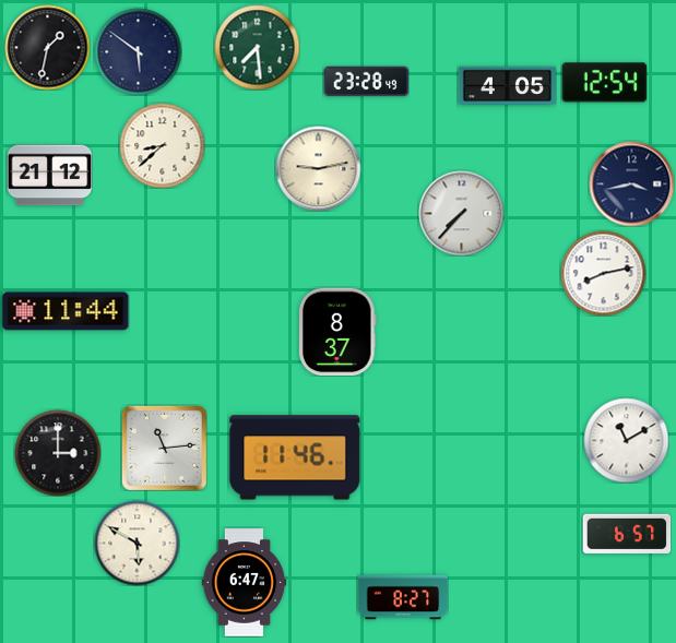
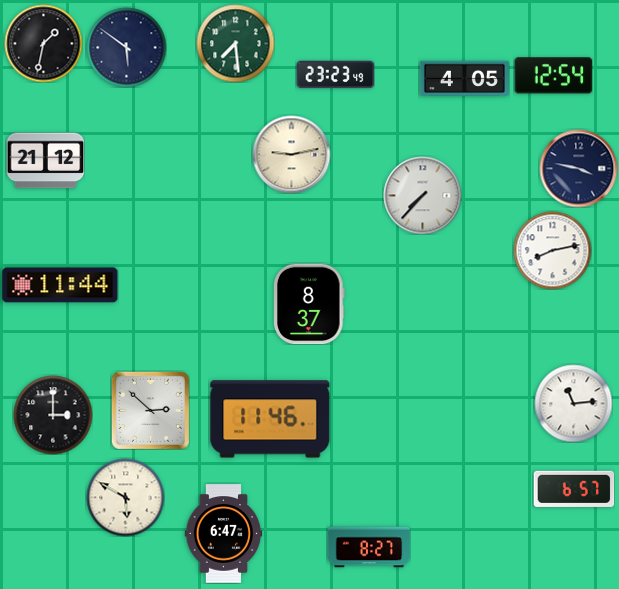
clock at (366, 82): 23:28 -> 23:23
clock at (162, 145): 8:38 -> none
clock at (631, 183): 3:43 -> 3:47
clock at (626, 440): 11:10 -> 11:14
clock at (164, 448): 11:14 -> 2:52
